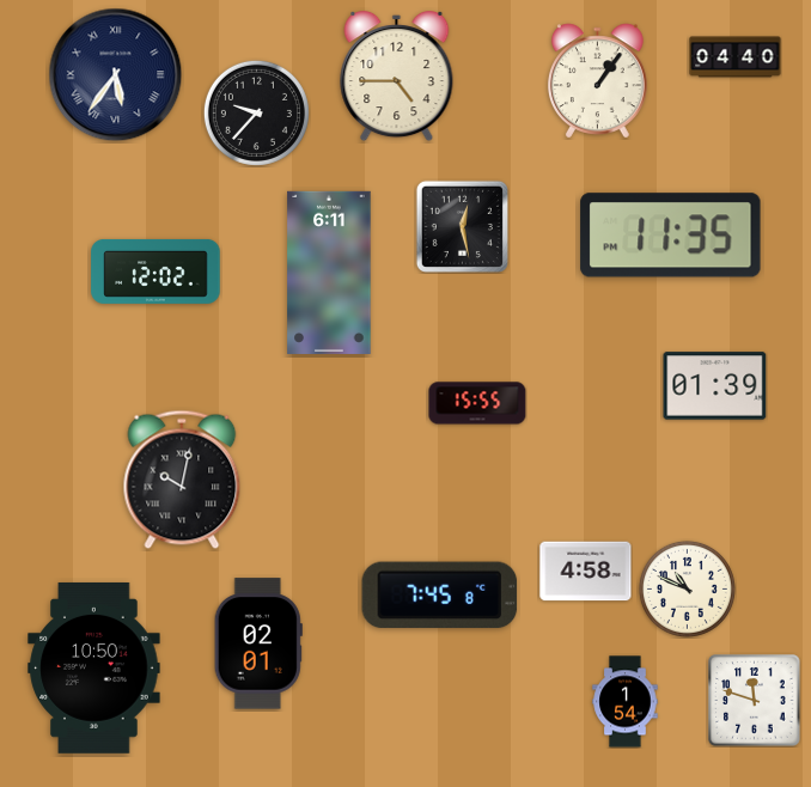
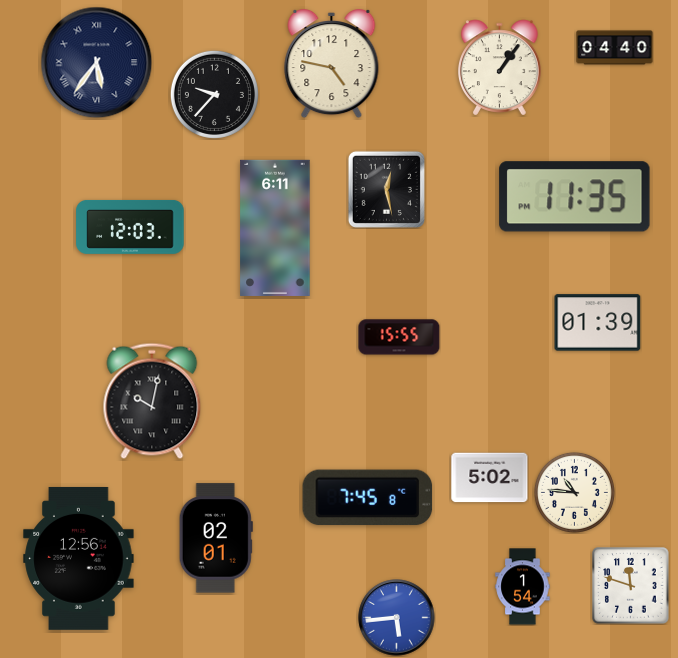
clock at (397, 78): 4:45 -> 4:47
clock at (671, 236) position: (671, 236) -> (575, 197)
clock at (156, 272): 12:02 -> 12:03
clock at (586, 572): 4:58 -> 5:02
clock at (687, 588): 10:49 -> 10:46
clock at (94, 667): 10:50 -> 12:56
clock at (397, 618): none -> 5:44
